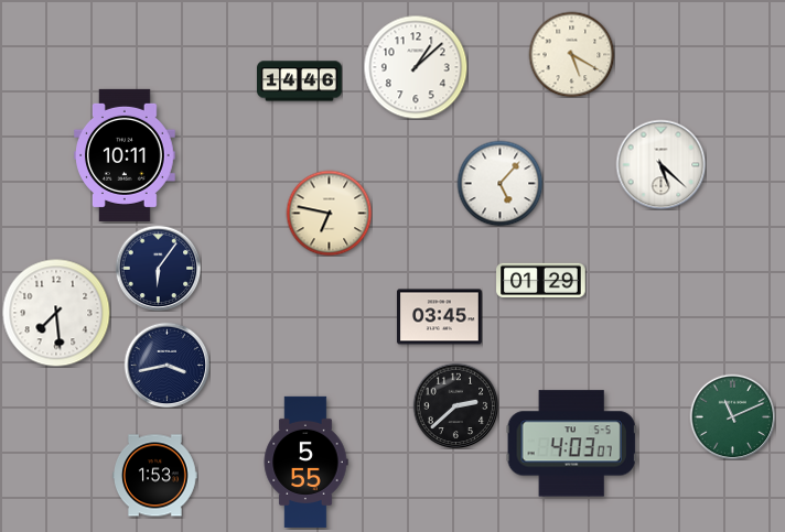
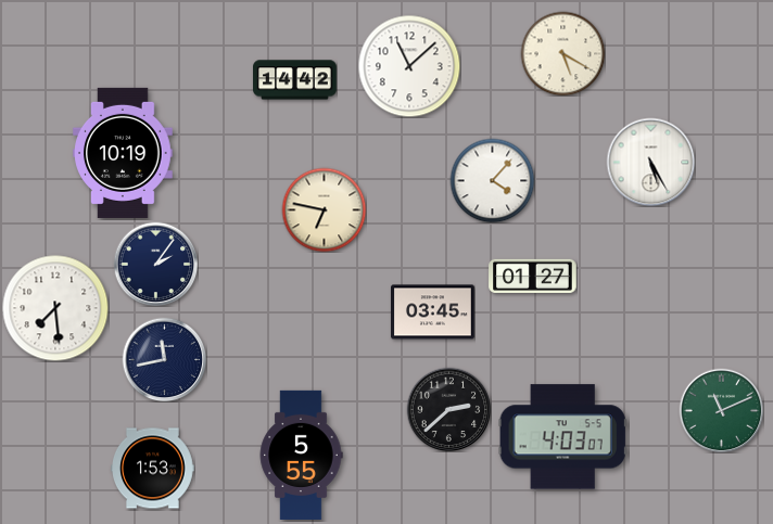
clock at (416, 67): 1:08 -> 11:08
clock at (300, 82): 14:46 -> 14:42
clock at (125, 155): 10:11 -> 10:19
clock at (660, 164): 5:22 -> 5:25
clock at (499, 183): 5:07 -> 4:07
clock at (158, 268): 6:06 -> 2:06
clock at (541, 280): 01:29 -> 01:27
clock at (166, 365): 3:43 -> 11:43
clock at (455, 405) position: (455, 405) -> (448, 409)
